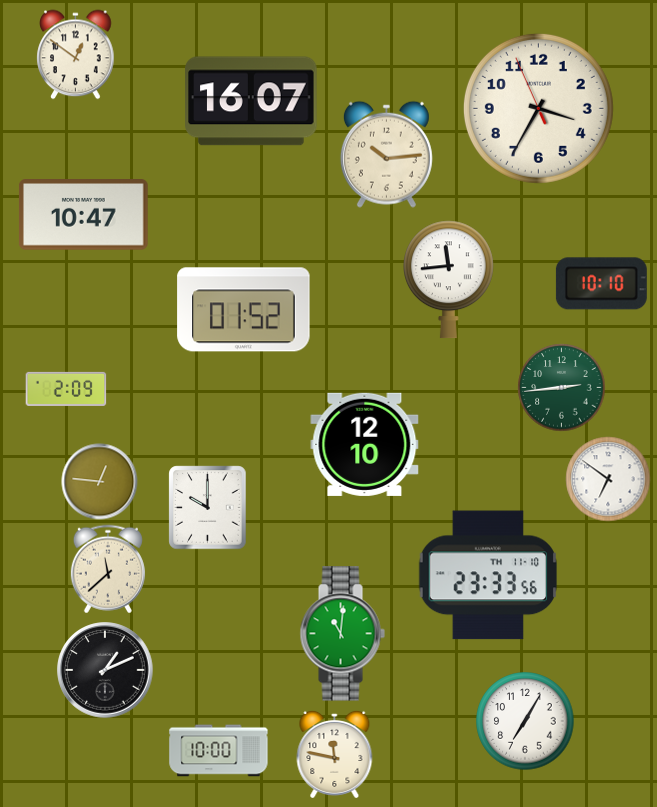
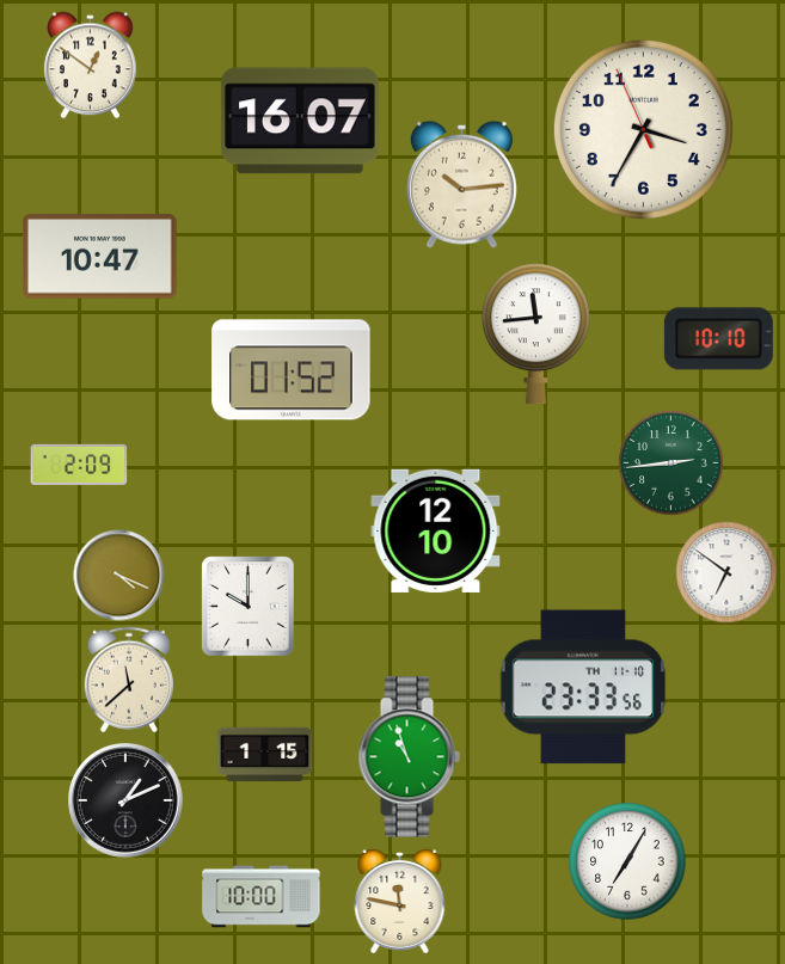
clock at (100, 482): 12:46 -> 4:19
clock at (265, 755): none -> 1:15
clock at (342, 634): 11:01 -> 10:57
